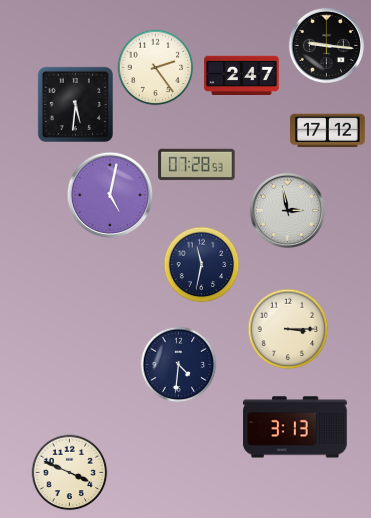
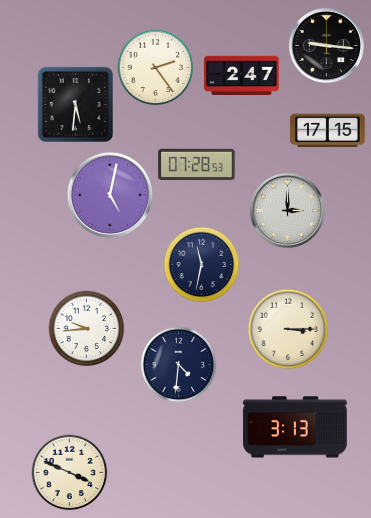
clock at (328, 131): 17:12 -> 17:15
clock at (287, 210): 2:58 -> 3:00
clock at (87, 329): none -> 9:44
